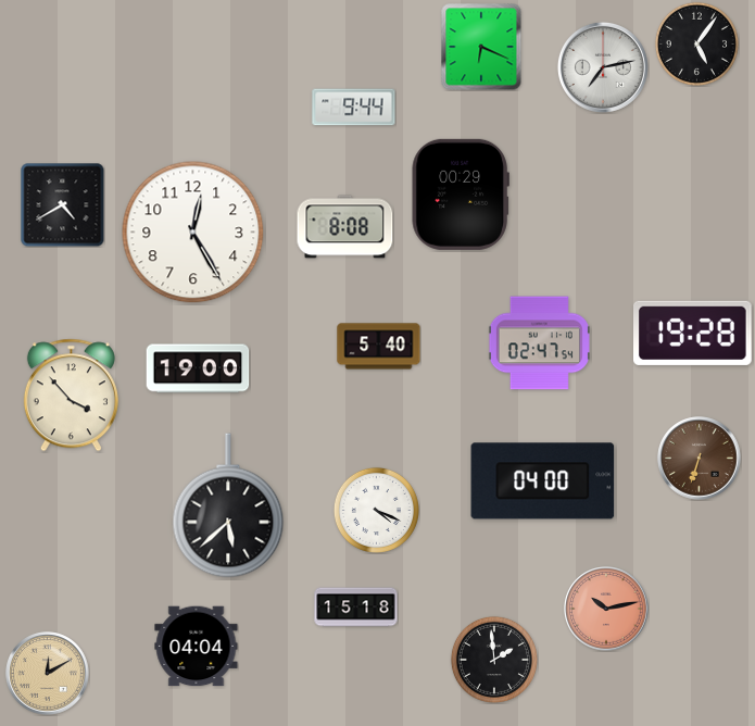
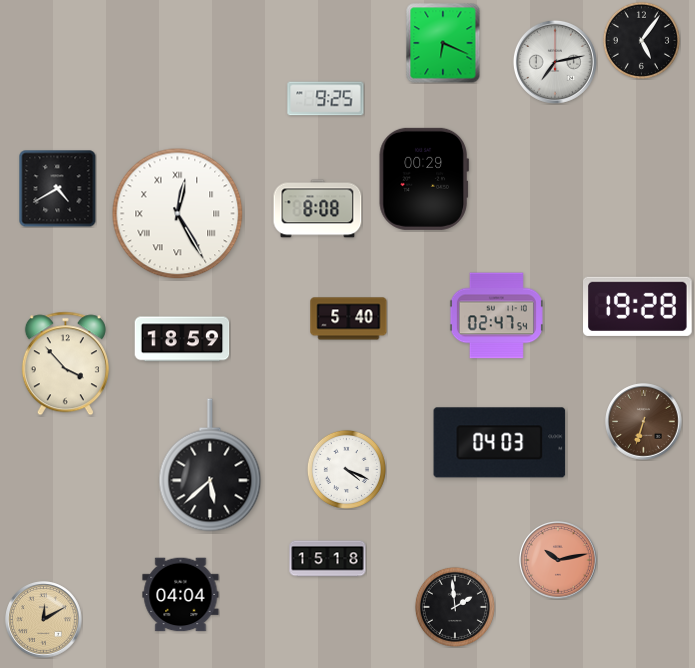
clock at (354, 108): 9:44 -> 9:25
clock at (193, 233) numerals: Arabic -> Roman
clock at (198, 368): 19:00 -> 18:59
clock at (543, 481): 04:00 -> 04:03
